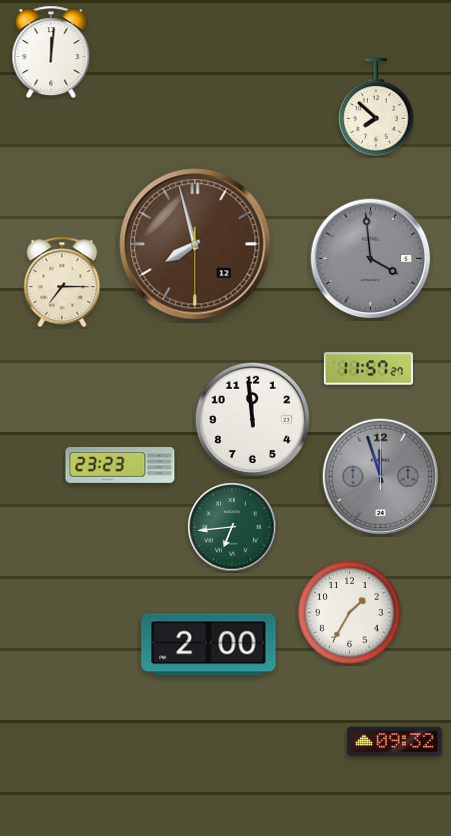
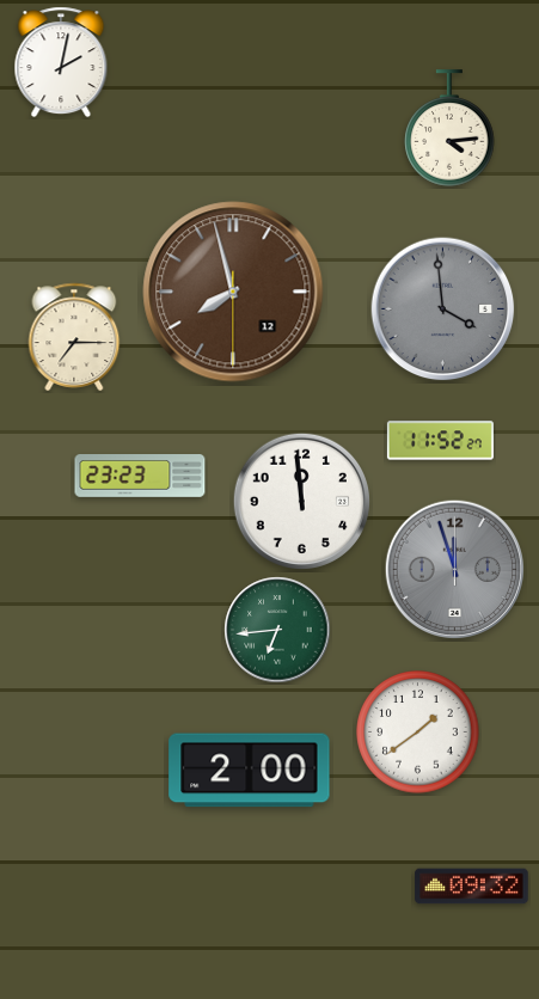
clock at (51, 52): 12:01 -> 2:02
clock at (376, 107): 7:52 -> 4:14
clock at (368, 369): 11:57 -> 11:52
clock at (120, 466) position: (120, 466) -> (140, 477)
clock at (350, 613): 1:35 -> 1:39
